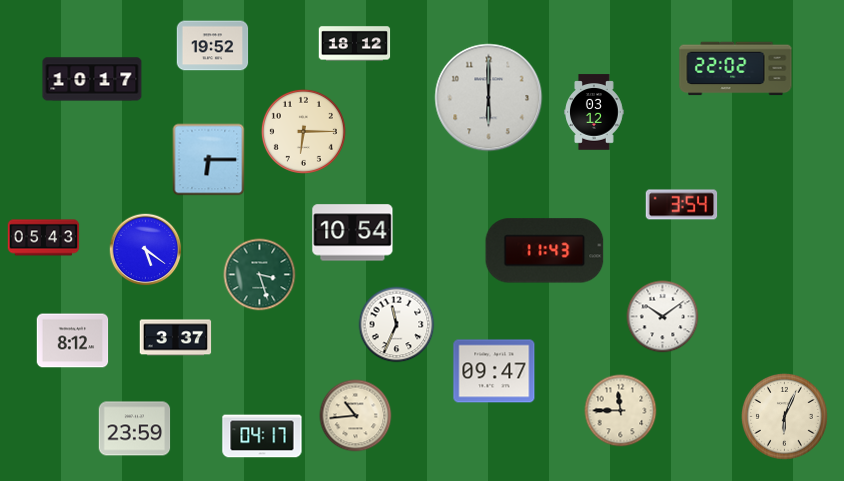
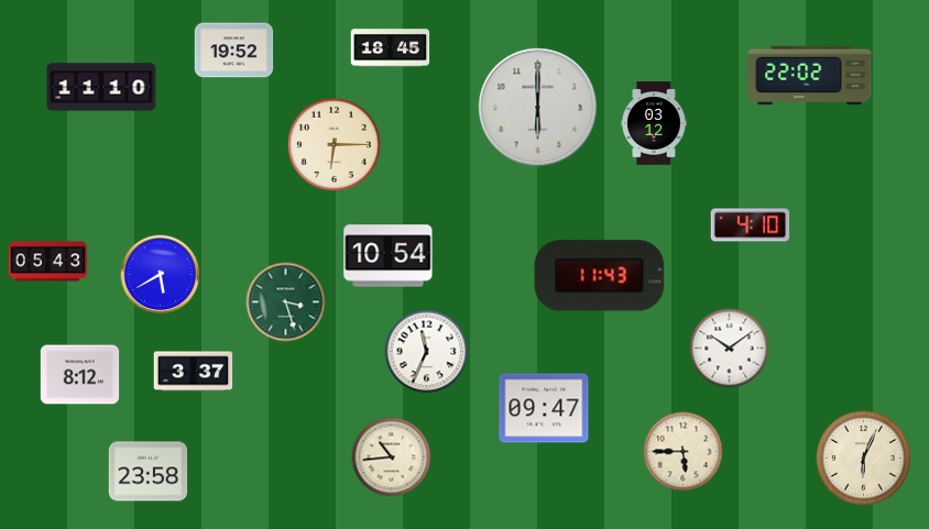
clock at (355, 44): 18:12 -> 18:45
clock at (92, 79): 10:17 -> 11:10
clock at (209, 160): 6:15 -> none
clock at (682, 205): 3:54 -> 4:10
clock at (146, 250): 5:21 -> 5:40
clock at (397, 325) position: (397, 325) -> (427, 352)
clock at (621, 411): 11:45 -> 5:45
clock at (135, 429): 23:59 -> 23:58
clock at (262, 436): 04:17 -> none
